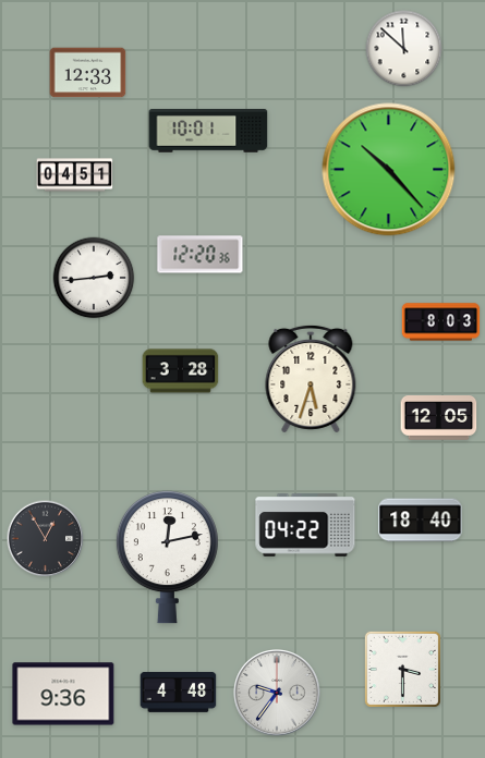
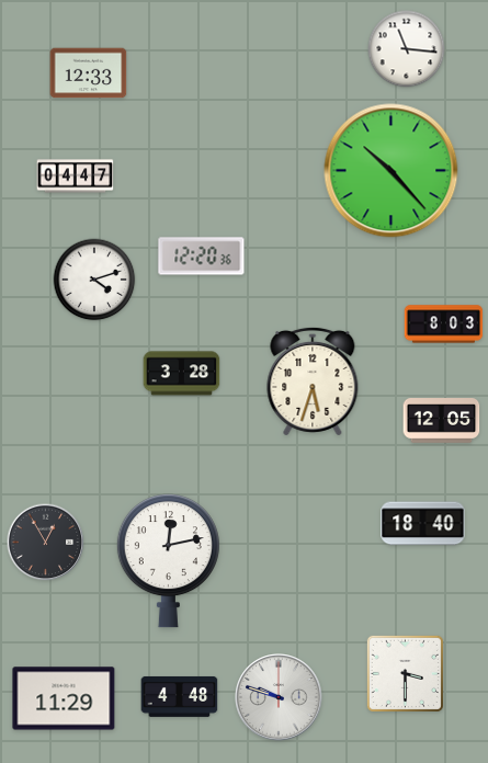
clock at (404, 49): 11:52 -> 11:16
clock at (208, 131): 10:01 -> none
clock at (75, 175): 04:51 -> 04:47
clock at (94, 278): 2:44 -> 4:12
clock at (305, 526): 04:22 -> none
clock at (277, 693): 9:36 -> 9:48
clock at (63, 694): 9:36 -> 11:29
